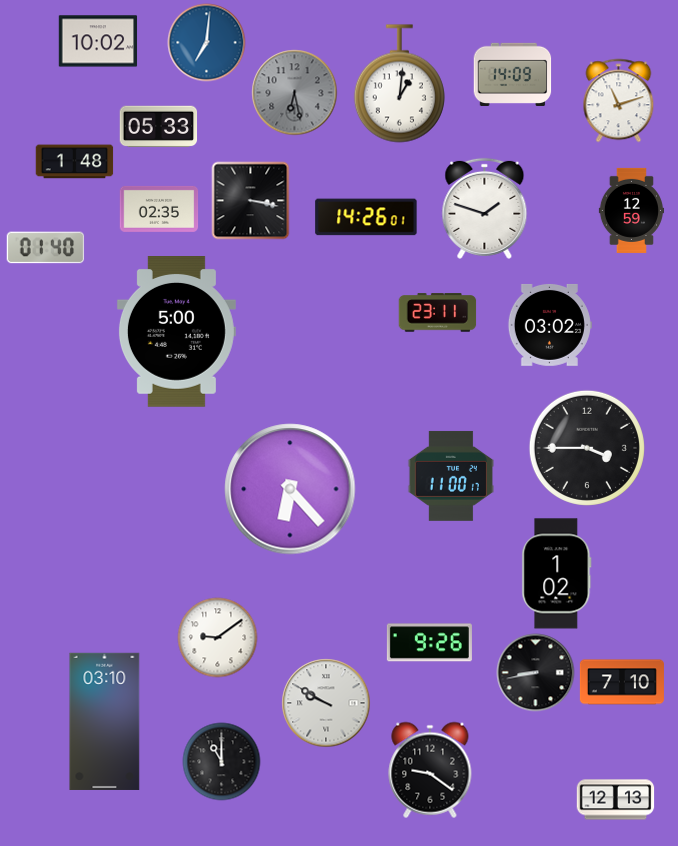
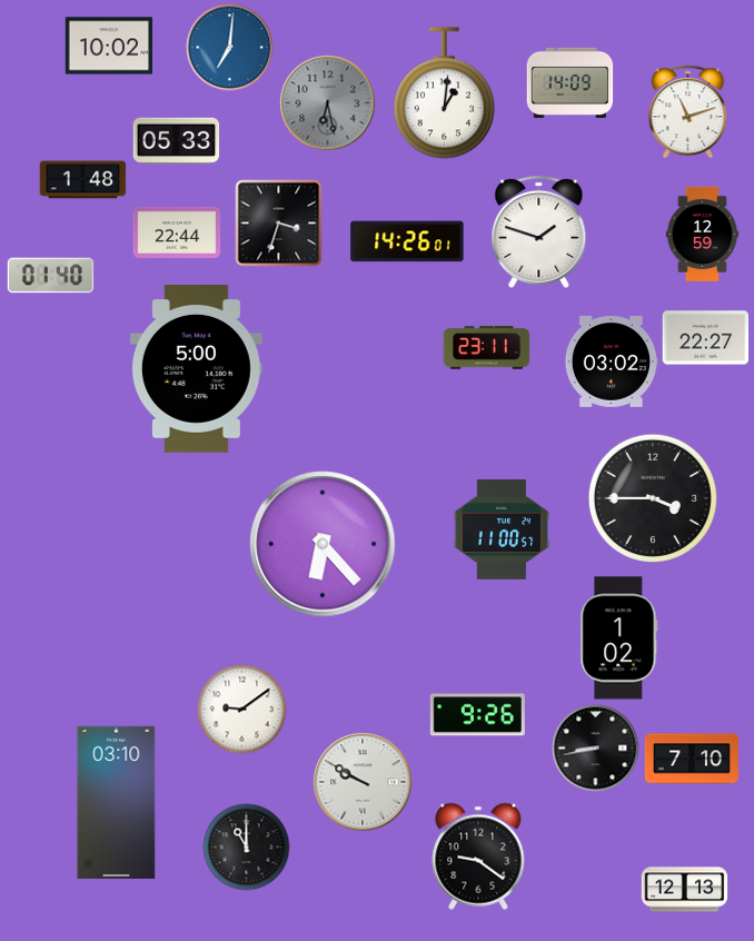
clock at (250, 200): 3:17 -> 3:33
clock at (159, 209): 02:35 -> 22:44
clock at (705, 338): none -> 22:27
clock at (451, 476): 11:00:17 -> 11:00:57
